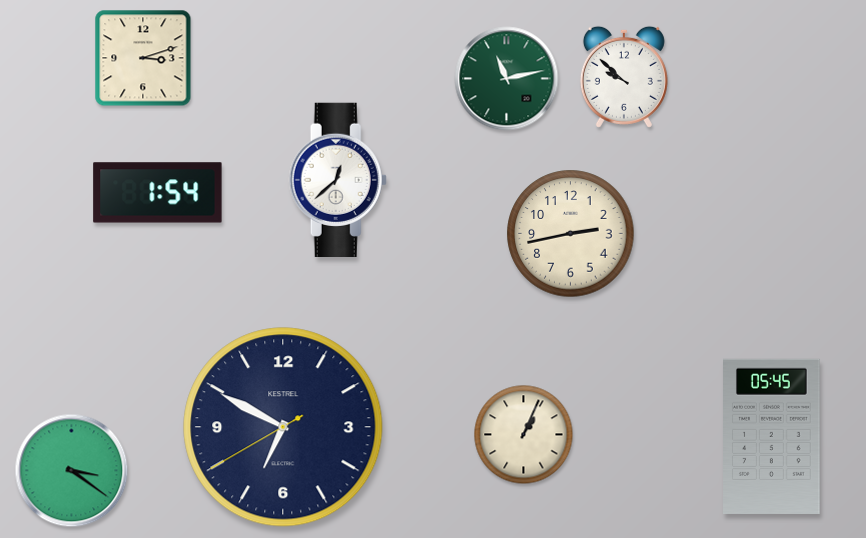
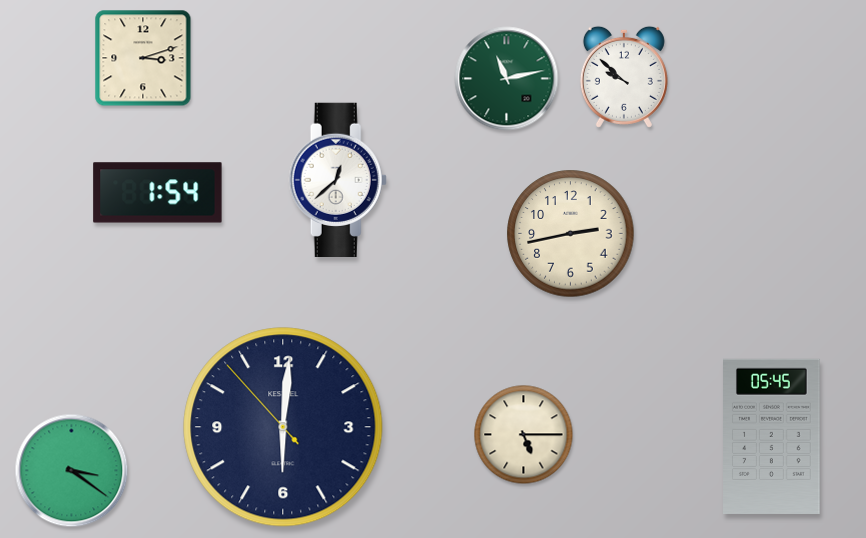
clock at (283, 427): 6:49 -> 6:00
clock at (524, 435): 1:04 -> 5:15
